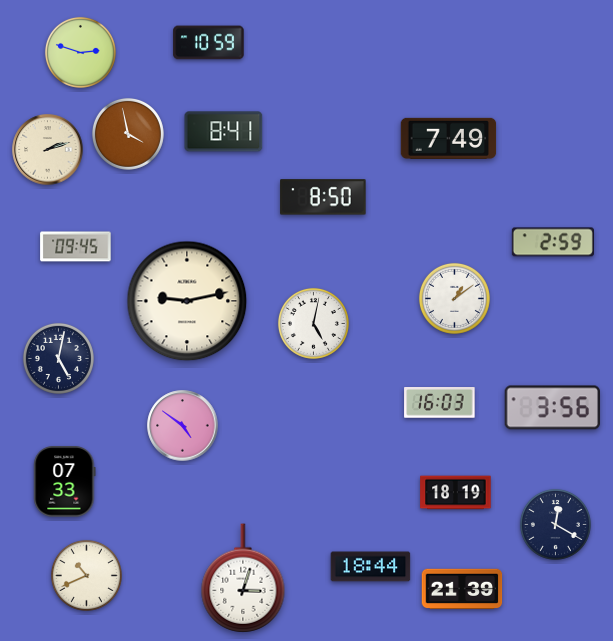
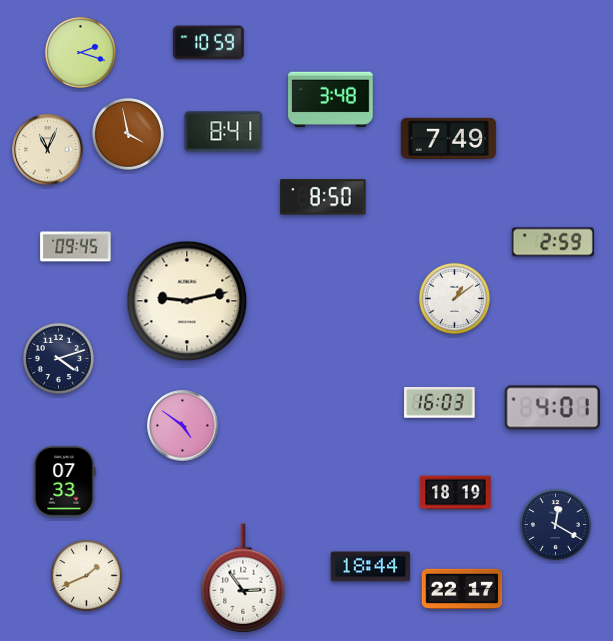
clock at (80, 52): 2:48 -> 2:18
clock at (331, 100): none -> 3:48
clock at (48, 150): 2:12 -> 11:04
clock at (313, 323): 5:02 -> none
clock at (58, 358): 5:02 -> 4:12
clock at (553, 408): 3:56 -> 4:01
clock at (86, 575): 10:41 -> 1:41
clock at (243, 578): 3:03 -> 2:54
clock at (462, 589): 21:39 -> 22:17
